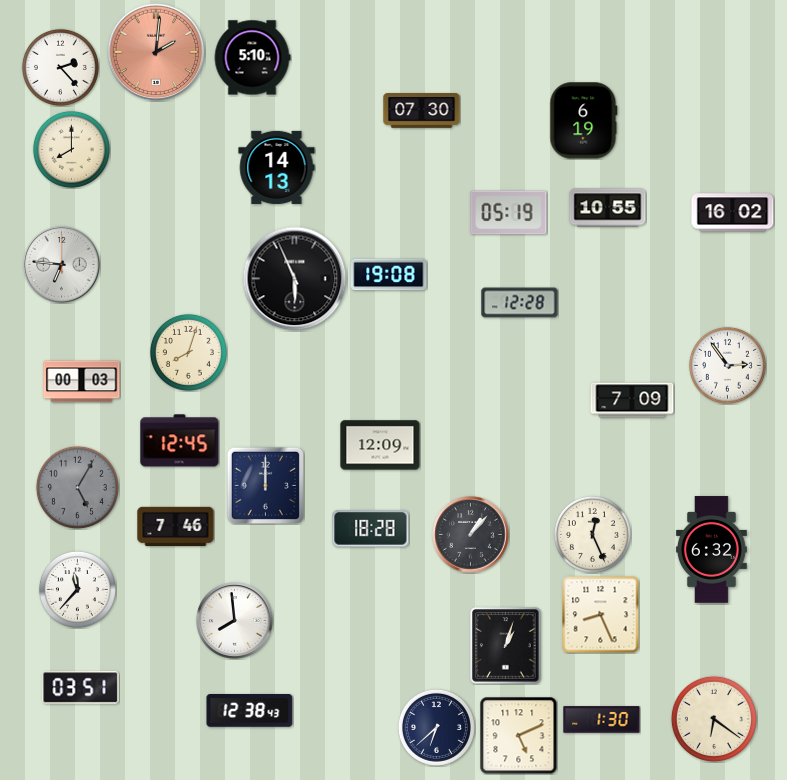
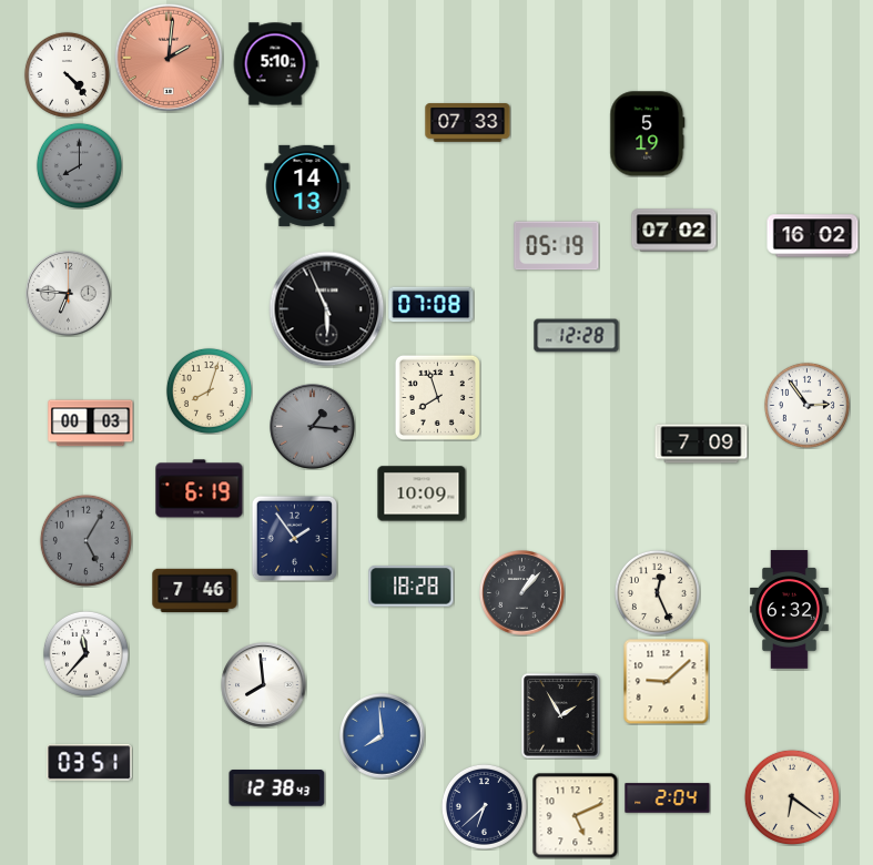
clock at (156, 52) position: (156, 52) -> (169, 58)
clock at (252, 58) position: (252, 58) -> (275, 64)
clock at (60, 67): 2:23 -> 4:23
clock at (422, 111): 07:30 -> 07:33
clock at (584, 121): 6:19 -> 5:19
clock at (71, 149) dial: cream -> grey
clock at (608, 208): 10:55 -> 07:02
clock at (509, 213) position: (509, 213) -> (557, 246)
clock at (389, 275): 19:08 -> 07:08
clock at (437, 397): none -> 7:57
clock at (313, 427): none -> 1:16
clock at (180, 441): 12:45 -> 6:19
clock at (380, 445): 12:09 -> 10:09
clock at (265, 485): 12:00 -> 1:54
clock at (176, 526) position: (176, 526) -> (195, 590)
clock at (600, 614): 8:26 -> 9:08
clock at (235, 621) position: (235, 621) -> (264, 685)
clock at (506, 646): 1:03 -> 1:55
clock at (383, 736): none -> 7:59
clock at (602, 720): 1:30 -> 2:04
